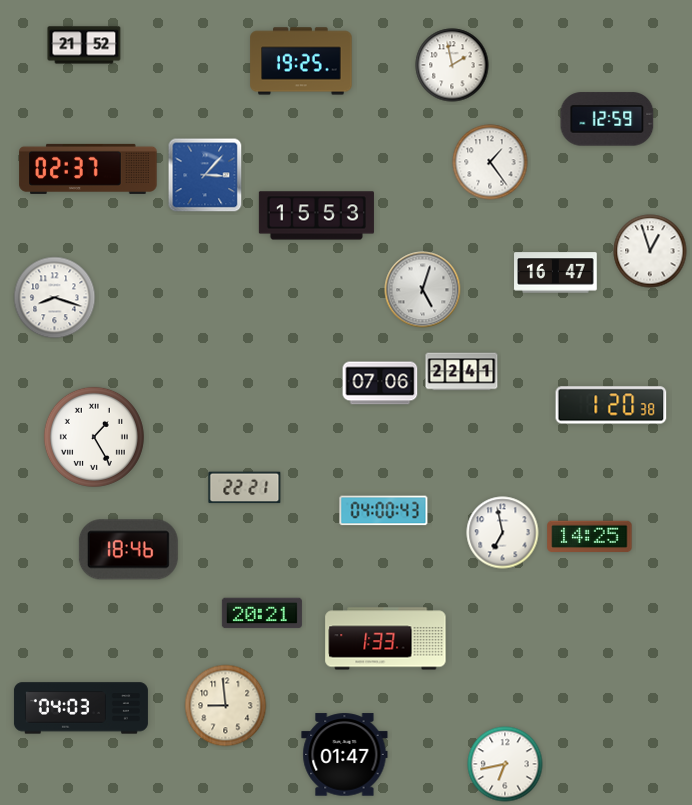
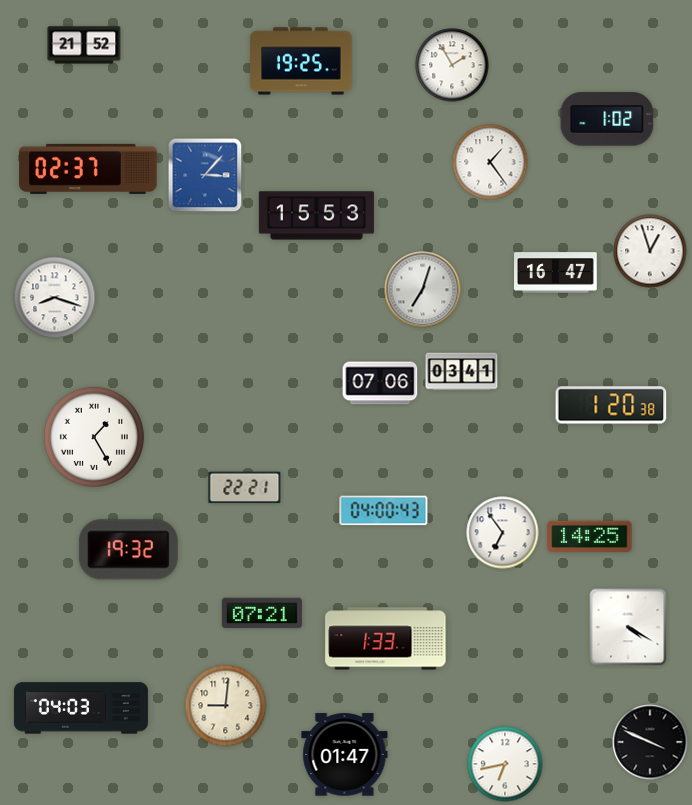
clock at (452, 65): 1:58 -> 1:55
clock at (607, 119): 12:59 -> 1:02
clock at (423, 290): 5:03 -> 7:03
clock at (462, 372): 22:41 -> 03:41
clock at (503, 533): 6:58 -> 6:54
clock at (128, 550): 18:46 -> 19:32
clock at (262, 613): 20:21 -> 07:21
clock at (628, 627): none -> 4:20
clock at (226, 706): 8:59 -> 9:01
clock at (650, 742): none -> 3:49
